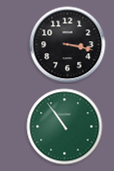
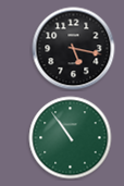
clock at (68, 45): 3:17 -> 5:17
